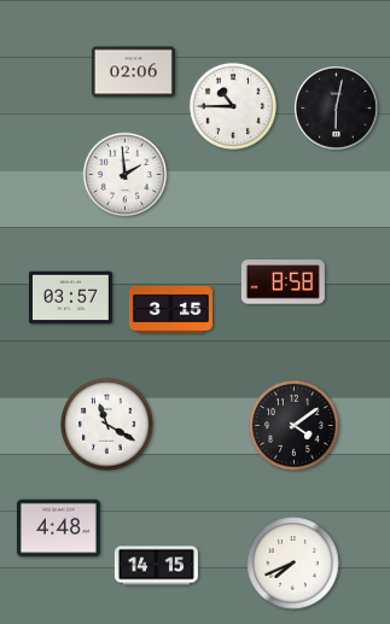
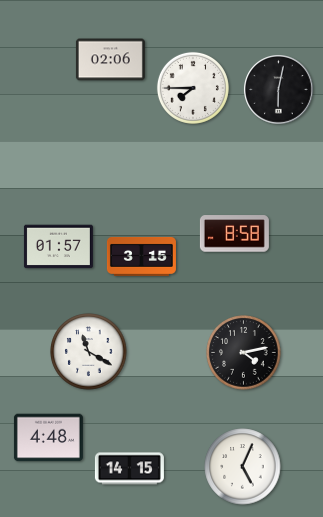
clock at (233, 106): 10:45 -> 7:45
clock at (126, 175): 1:59 -> none
clock at (70, 298): 03:57 -> 01:57
clock at (295, 426): 4:09 -> 4:13
clock at (293, 564): 7:41 -> 5:04
